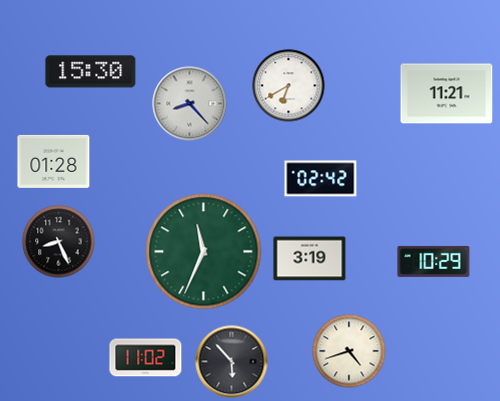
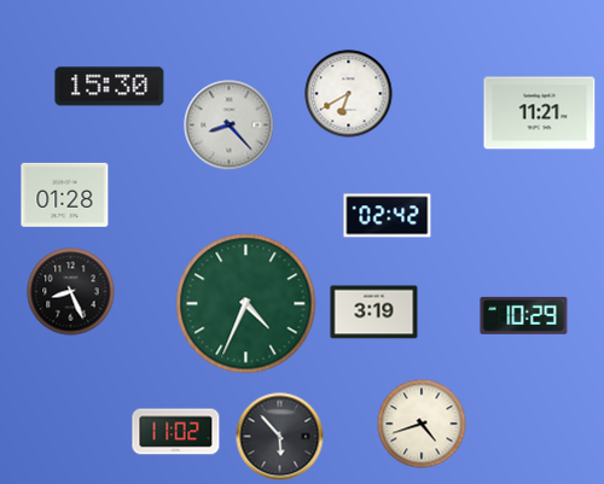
clock at (289, 86) position: (289, 86) -> (349, 94)
clock at (204, 252): 11:34 -> 4:34
